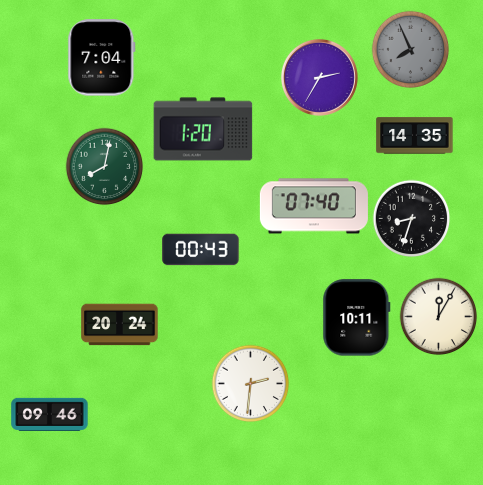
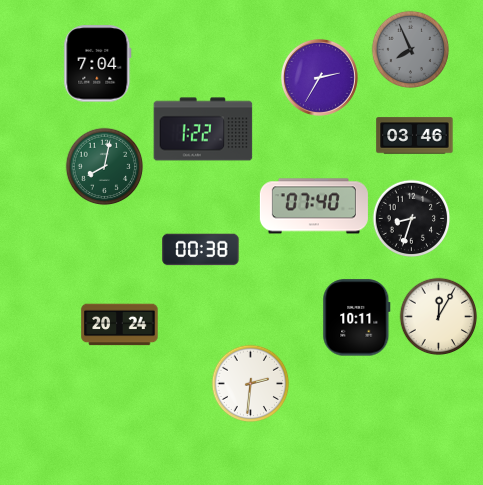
clock at (102, 58) position: (102, 58) -> (98, 64)
clock at (203, 129): 1:20 -> 1:22
clock at (415, 136): 14:35 -> 03:46
clock at (201, 250): 00:43 -> 00:38
clock at (50, 414): 09:46 -> none
